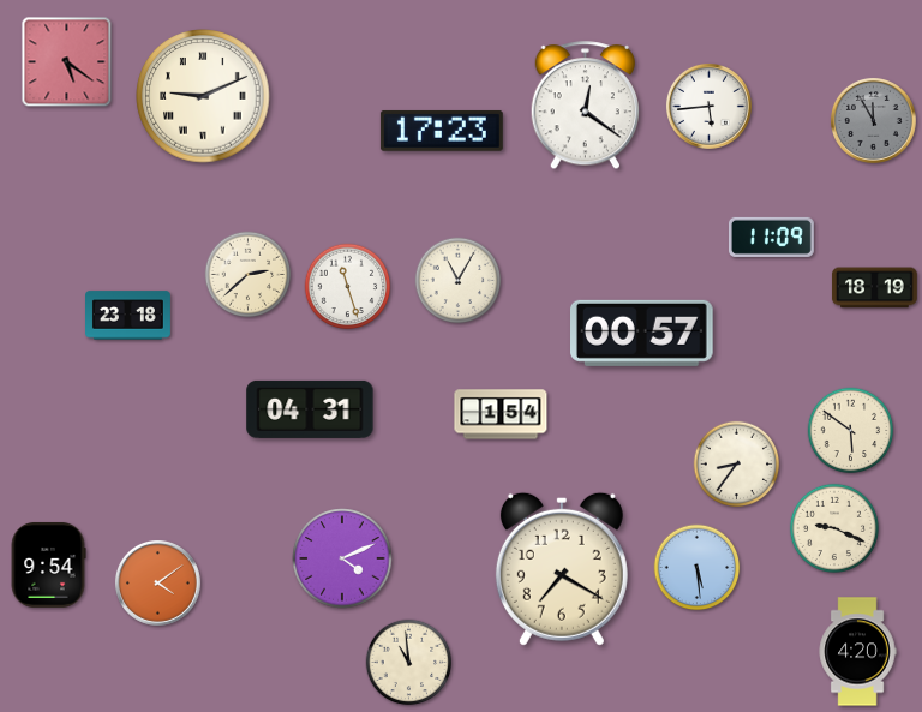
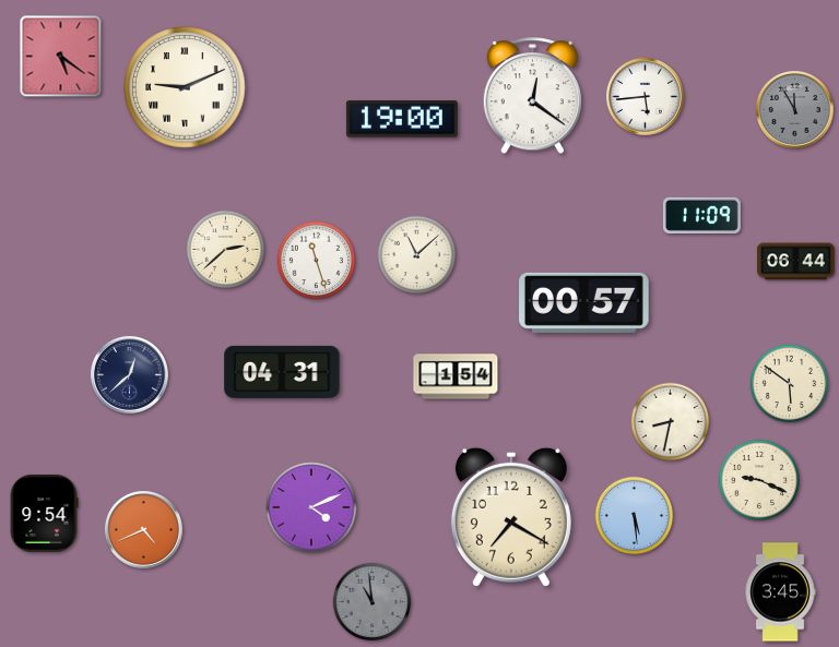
clock at (442, 131): 17:23 -> 19:00
clock at (459, 281): 11:05 -> 11:08
clock at (874, 288): 18:19 -> 06:44
clock at (128, 316): 23:18 -> none
clock at (129, 374): none -> 12:38
clock at (851, 431) position: (851, 431) -> (790, 384)
clock at (737, 465): 8:36 -> 8:32
clock at (157, 582): 4:09 -> 4:41
clock at (857, 652): 4:20 -> 3:45
clock at (409, 663) dial: cream -> grey
